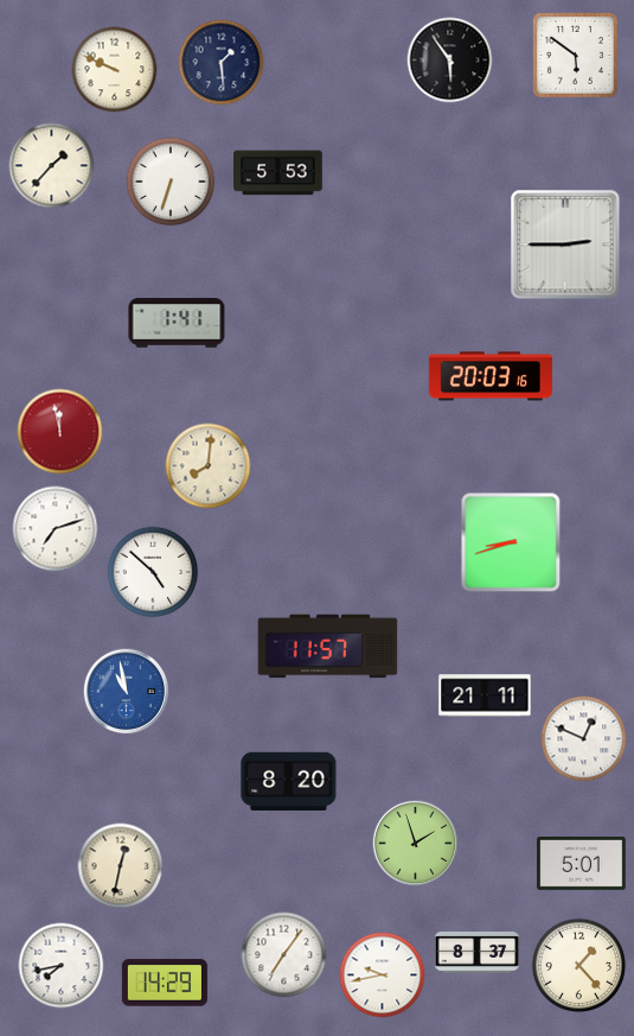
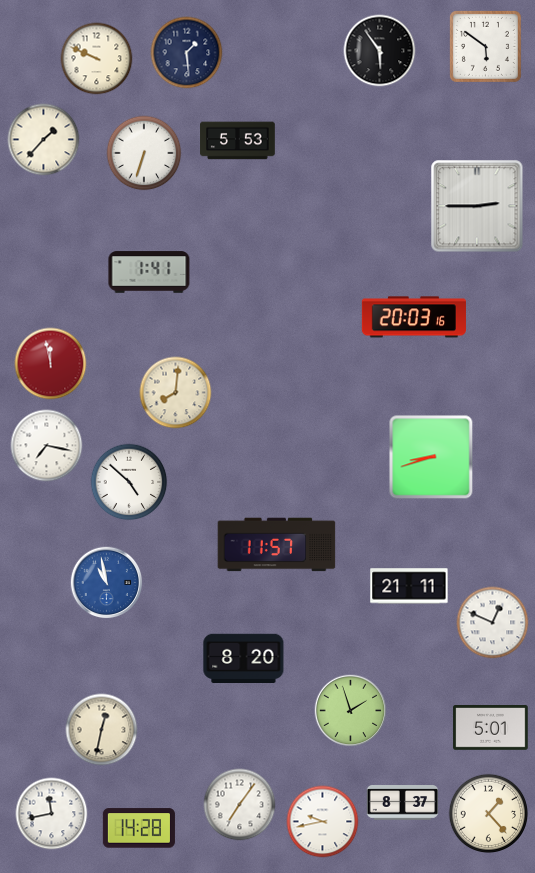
clock at (278, 173) position: (278, 173) -> (238, 141)
clock at (56, 529): 7:12 -> 7:17
clock at (62, 966): 7:43 -> 11:43
clock at (165, 983): 14:29 -> 14:28
